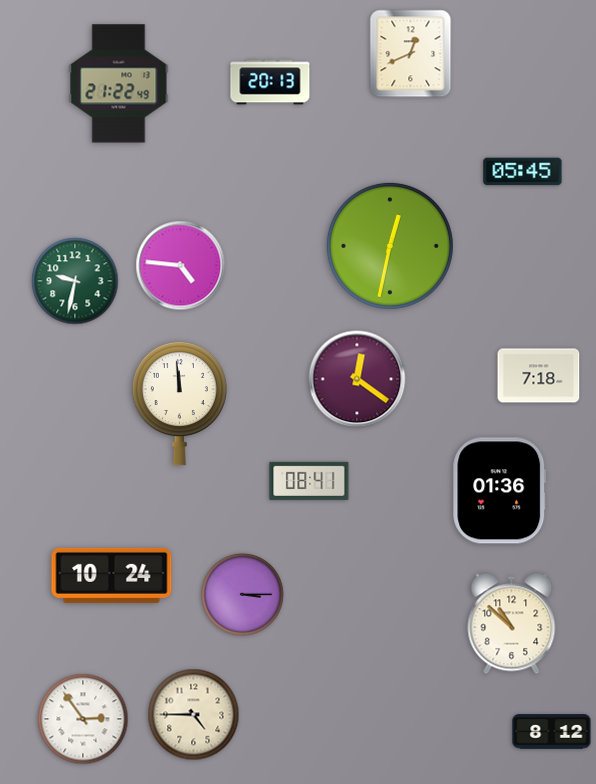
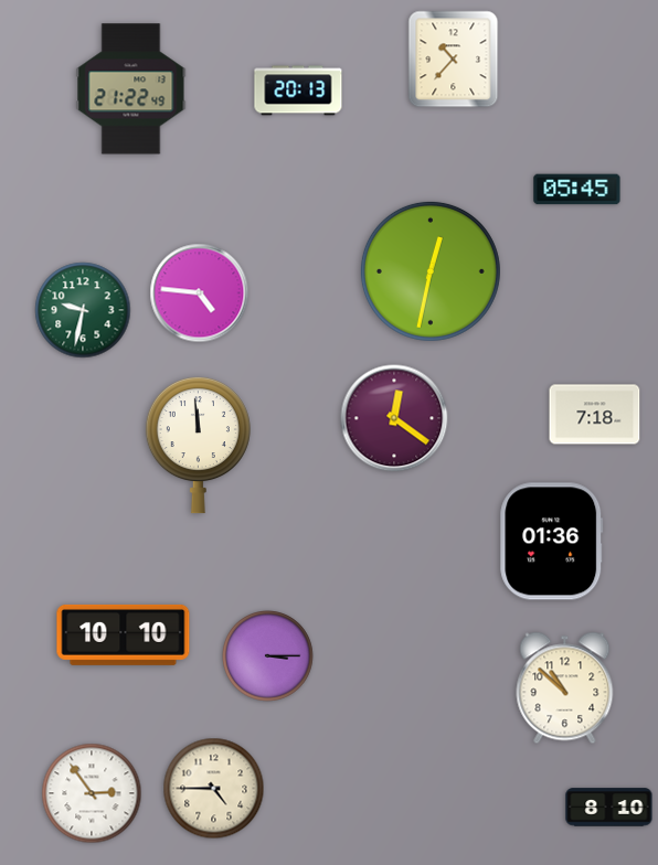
clock at (411, 54): 12:41 -> 10:37
clock at (119, 84) position: (119, 84) -> (131, 89)
clock at (309, 481): 08:41 -> none
clock at (112, 575): 10:24 -> 10:10
clock at (552, 732): 8:12 -> 8:10
